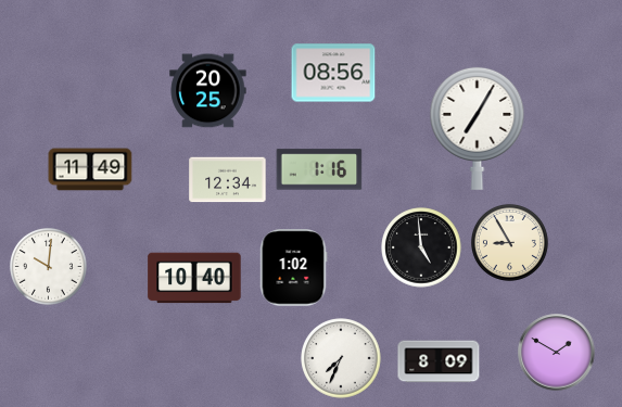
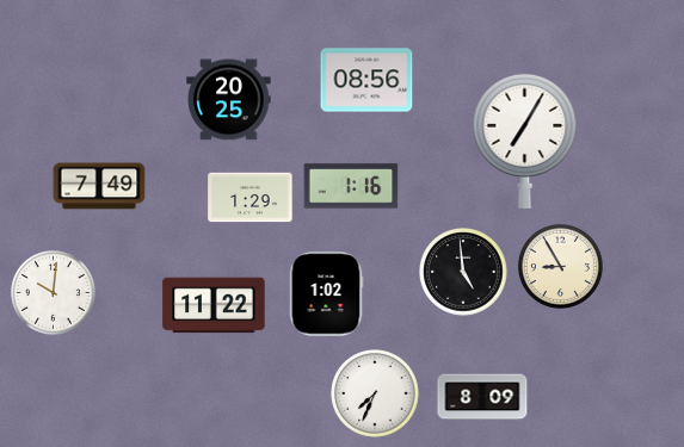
clock at (90, 169): 11:49 -> 7:49
clock at (228, 180): 12:34 -> 1:29
clock at (293, 268) position: (293, 268) -> (326, 294)
clock at (194, 278): 10:40 -> 11:22
clock at (557, 353): 1:50 -> none
